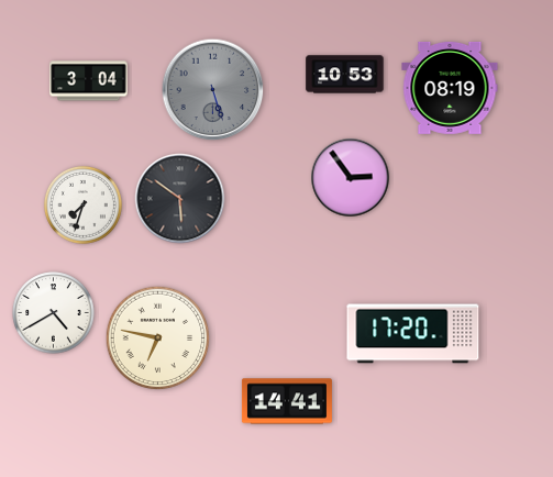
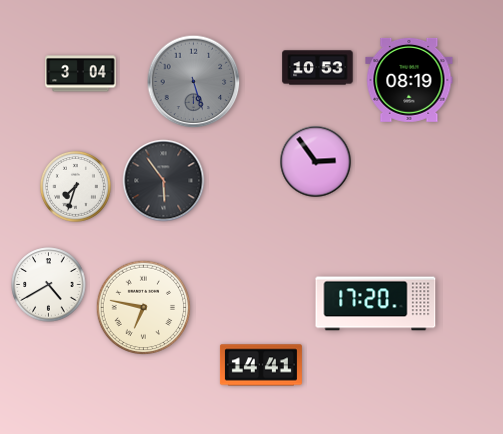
clock at (345, 75) position: (345, 75) -> (318, 68)
clock at (351, 178) position: (351, 178) -> (316, 162)
clock at (180, 199): 5:51 -> 5:54
